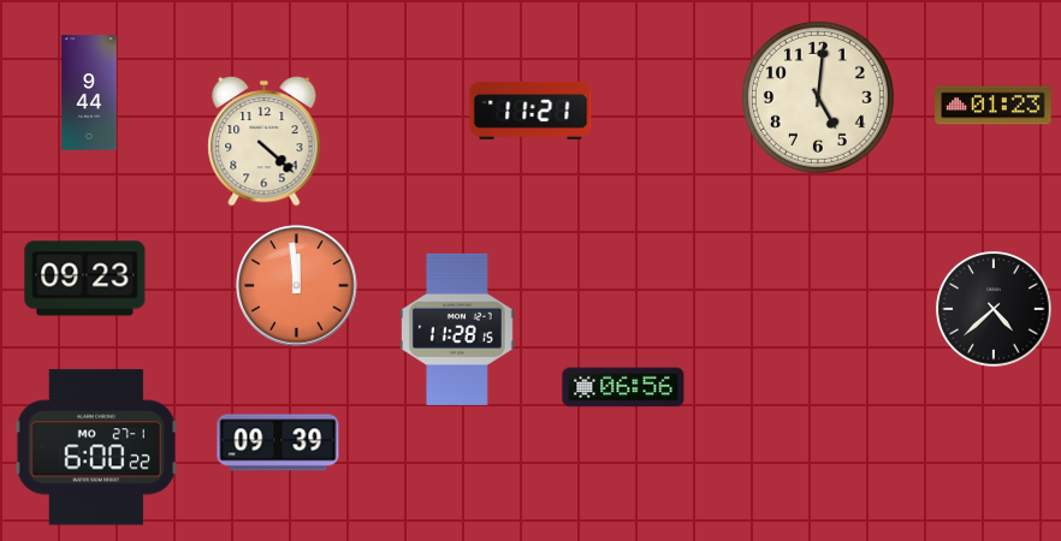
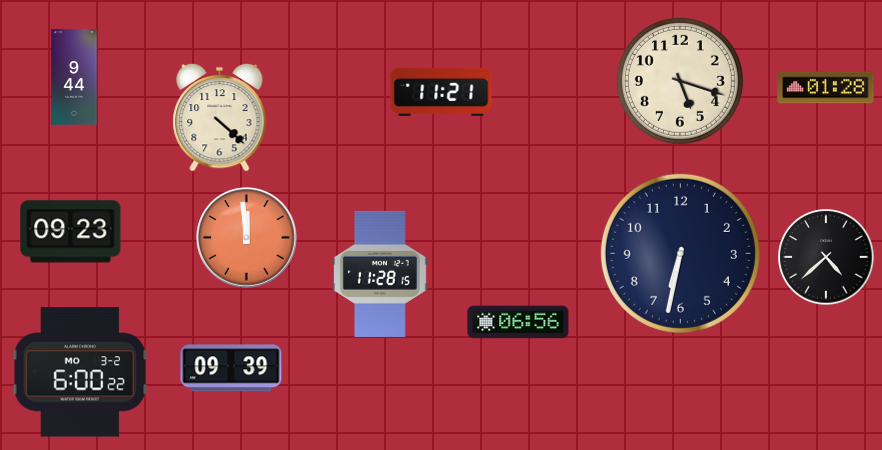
clock at (818, 97): 5:01 -> 5:18
clock at (994, 106): 01:23 -> 01:28
clock at (680, 253): none -> 6:32
clock at (96, 447) date: MO 27-1 -> MO 3-2
